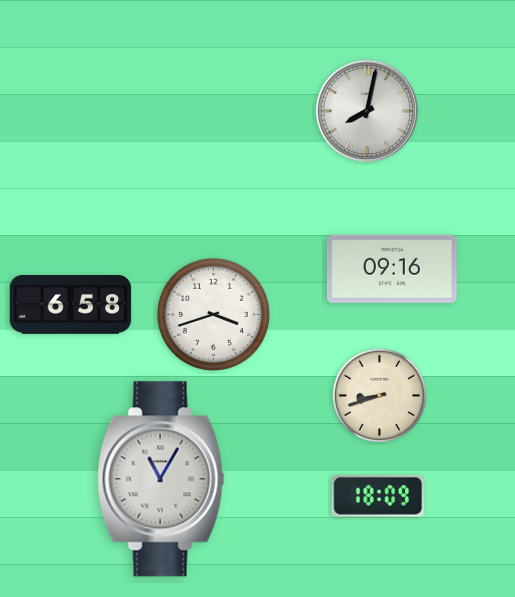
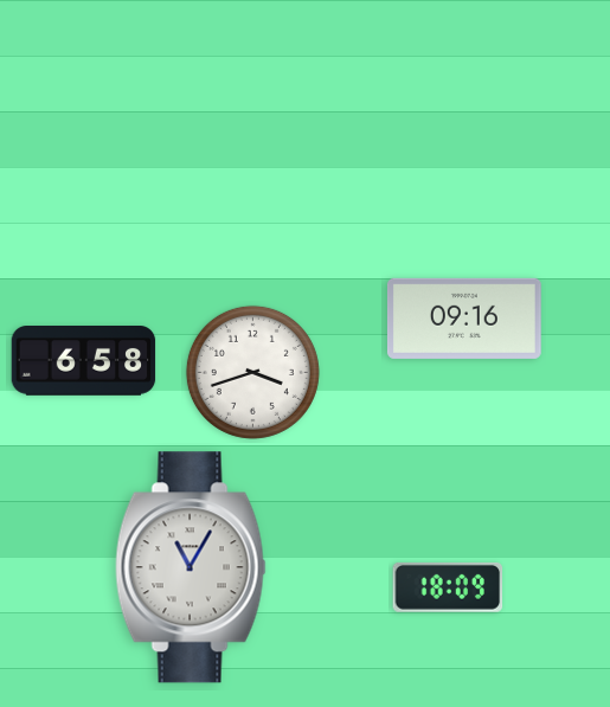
clock at (367, 111): 8:02 -> none
clock at (379, 395): 8:42 -> none
